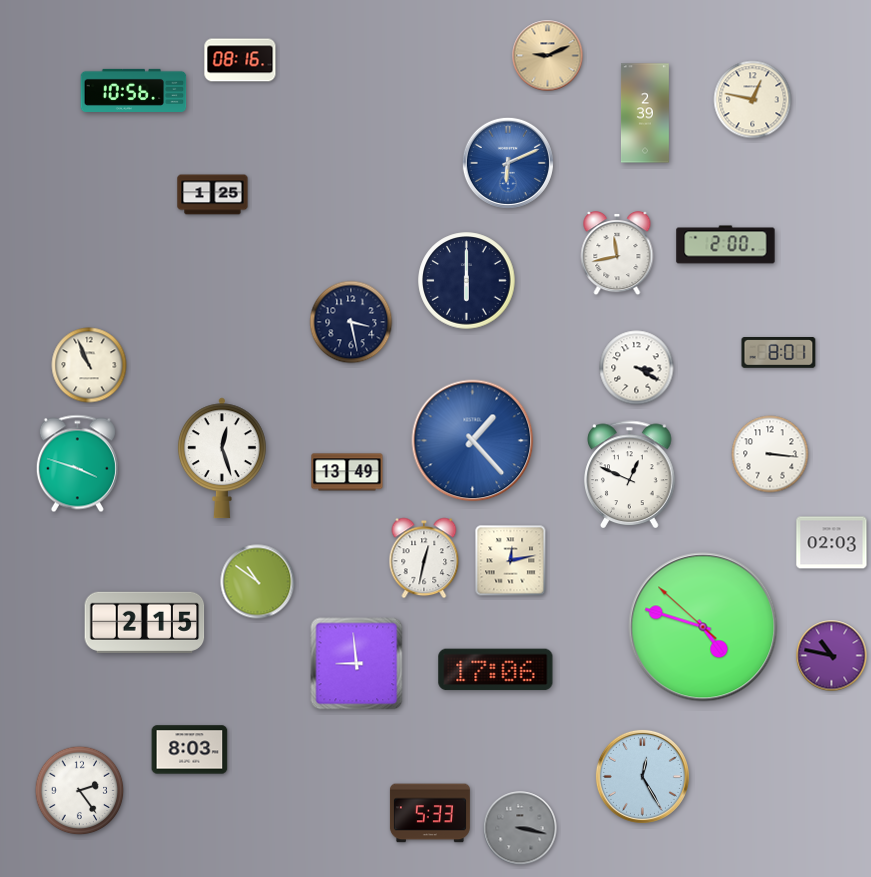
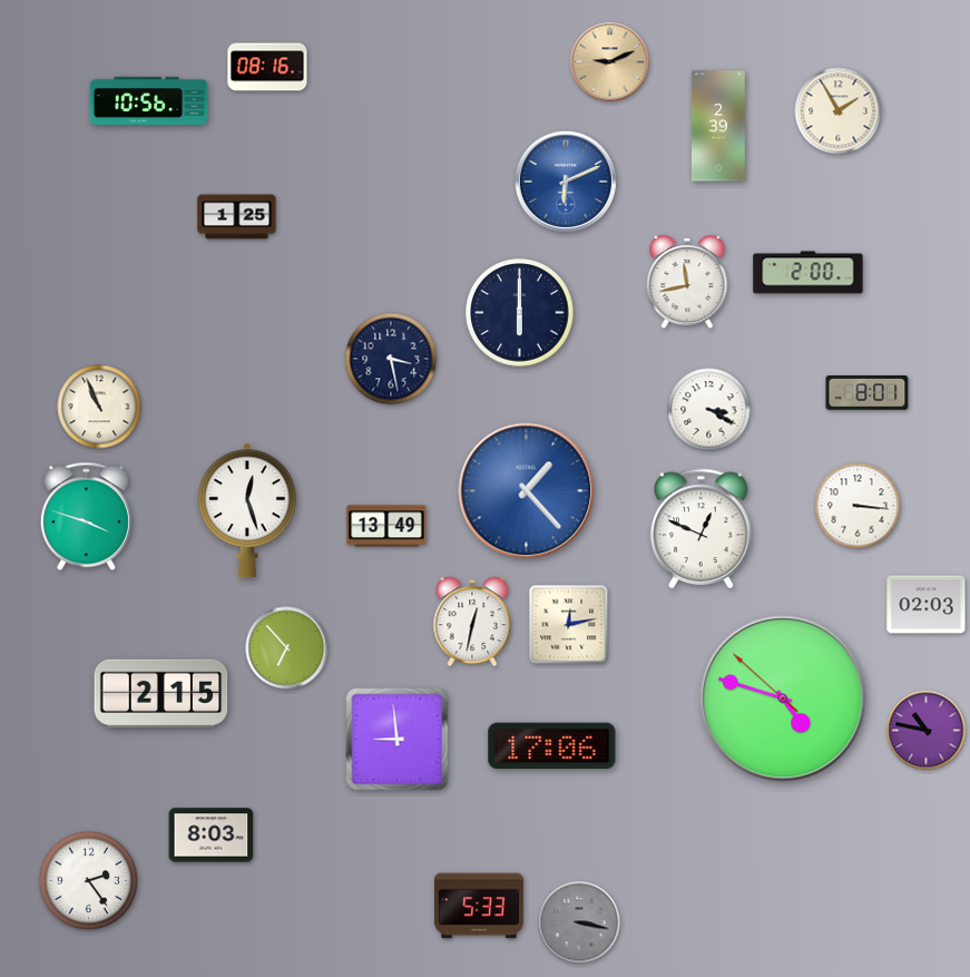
clock at (753, 100): 12:47 -> 1:55
clock at (258, 582): 10:51 -> 6:53
clock at (642, 776): 12:25 -> none
